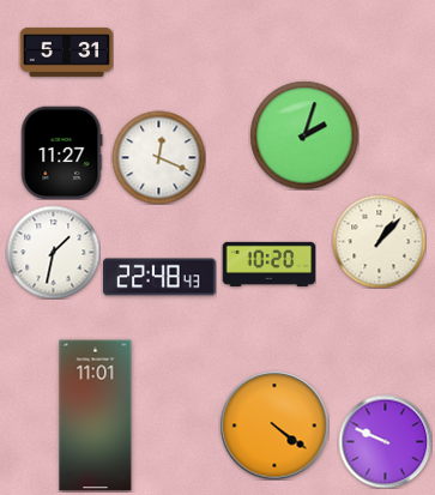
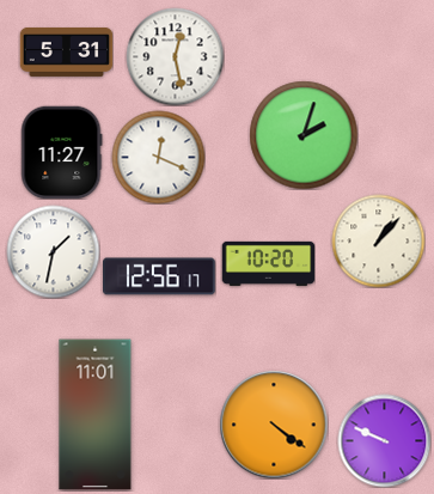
clock at (175, 56): none -> 12:28
clock at (159, 277): 22:48 -> 12:56
